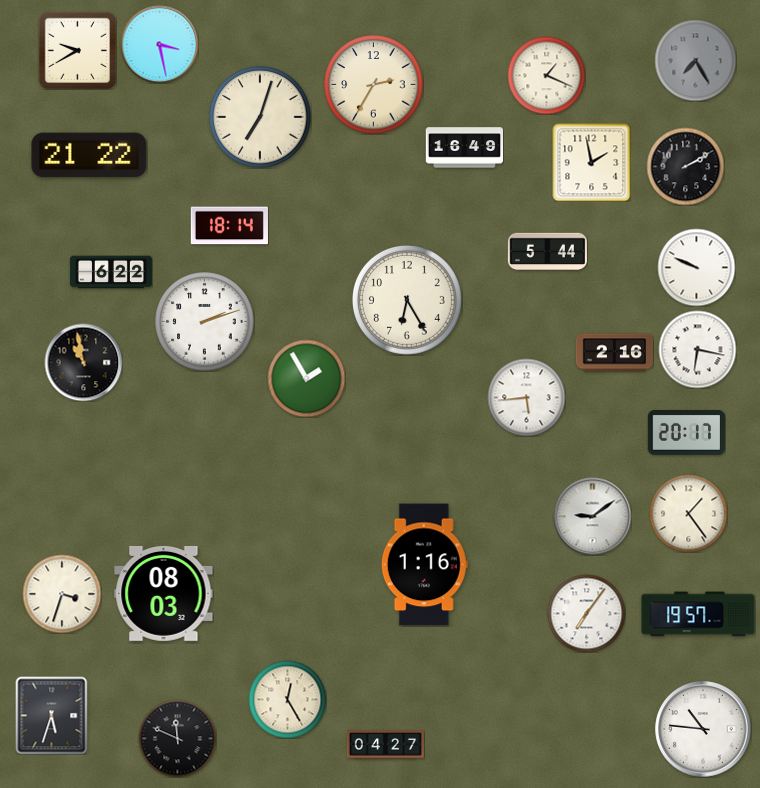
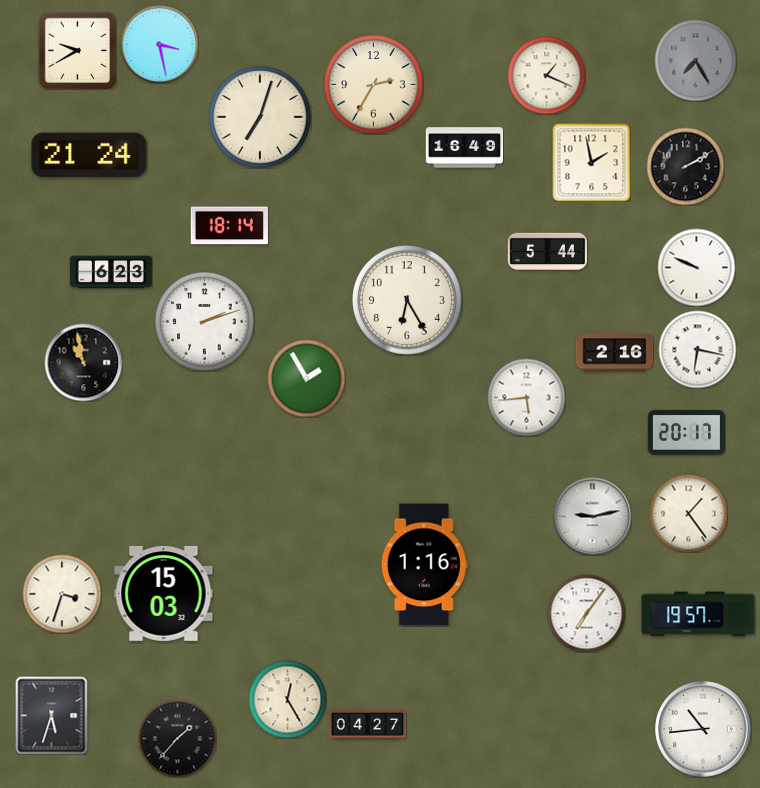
clock at (89, 155): 21:22 -> 21:24
clock at (111, 272): 6:22 -> 6:23
clock at (592, 516): 9:09 -> 9:13
clock at (164, 593): 08:03 -> 15:03
clock at (703, 729): 10:46 -> 10:44
clock at (177, 738): 11:49 -> 1:37
clock at (385, 745) position: (385, 745) -> (367, 725)
